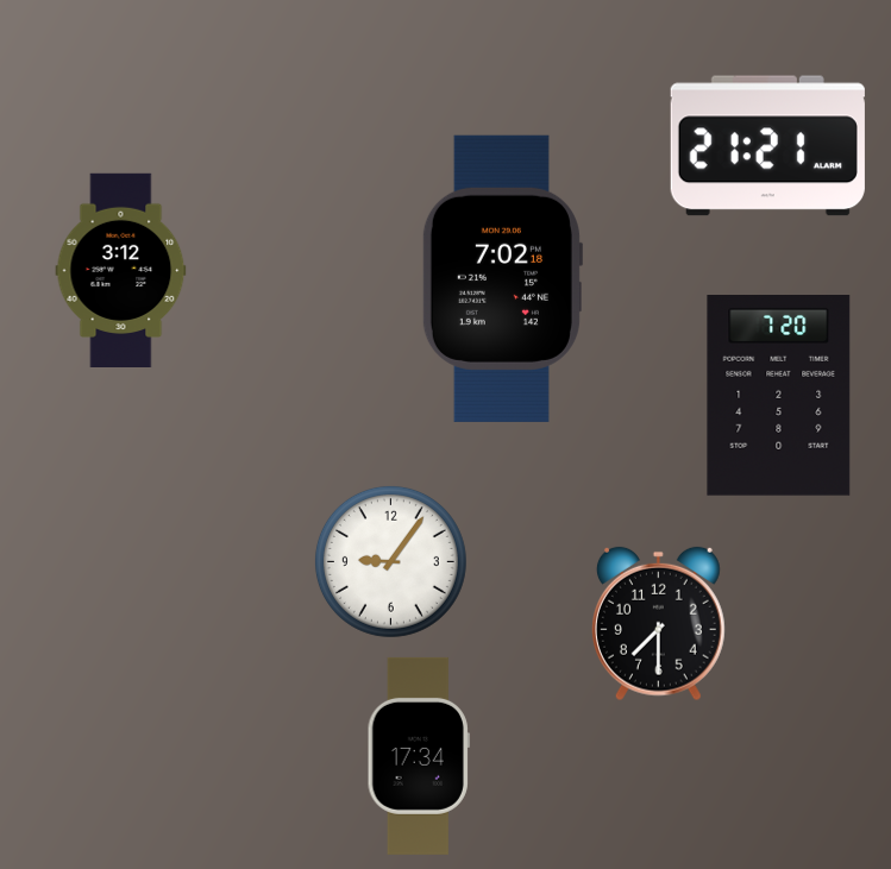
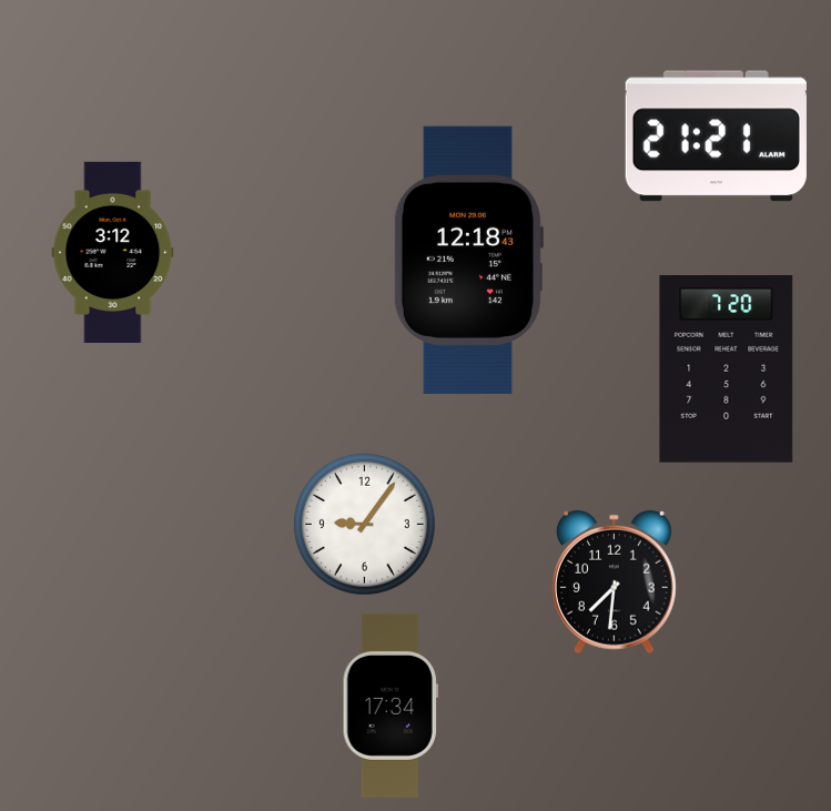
clock at (502, 278): 7:02 -> 12:18
clock at (658, 624): 7:30 -> 7:31
